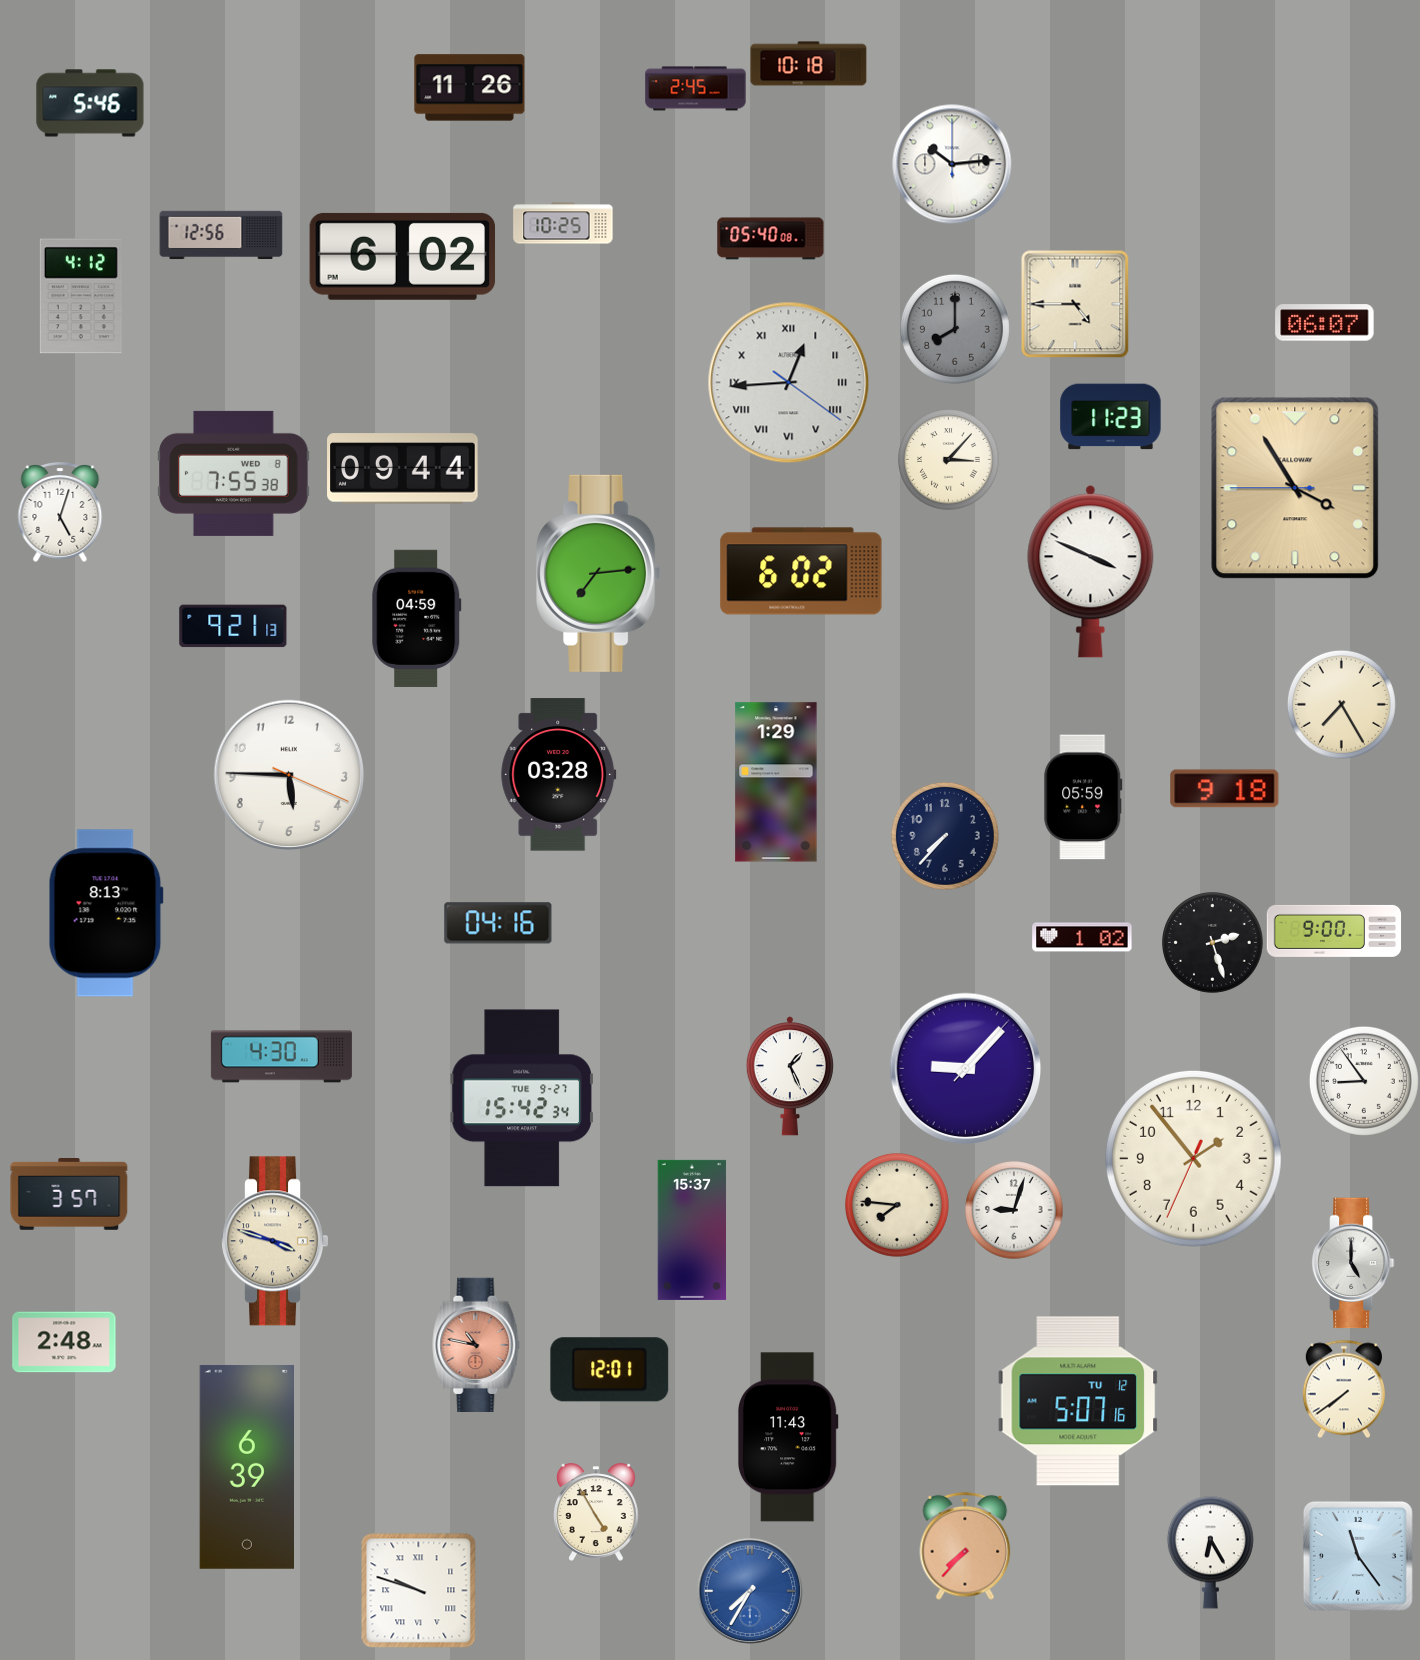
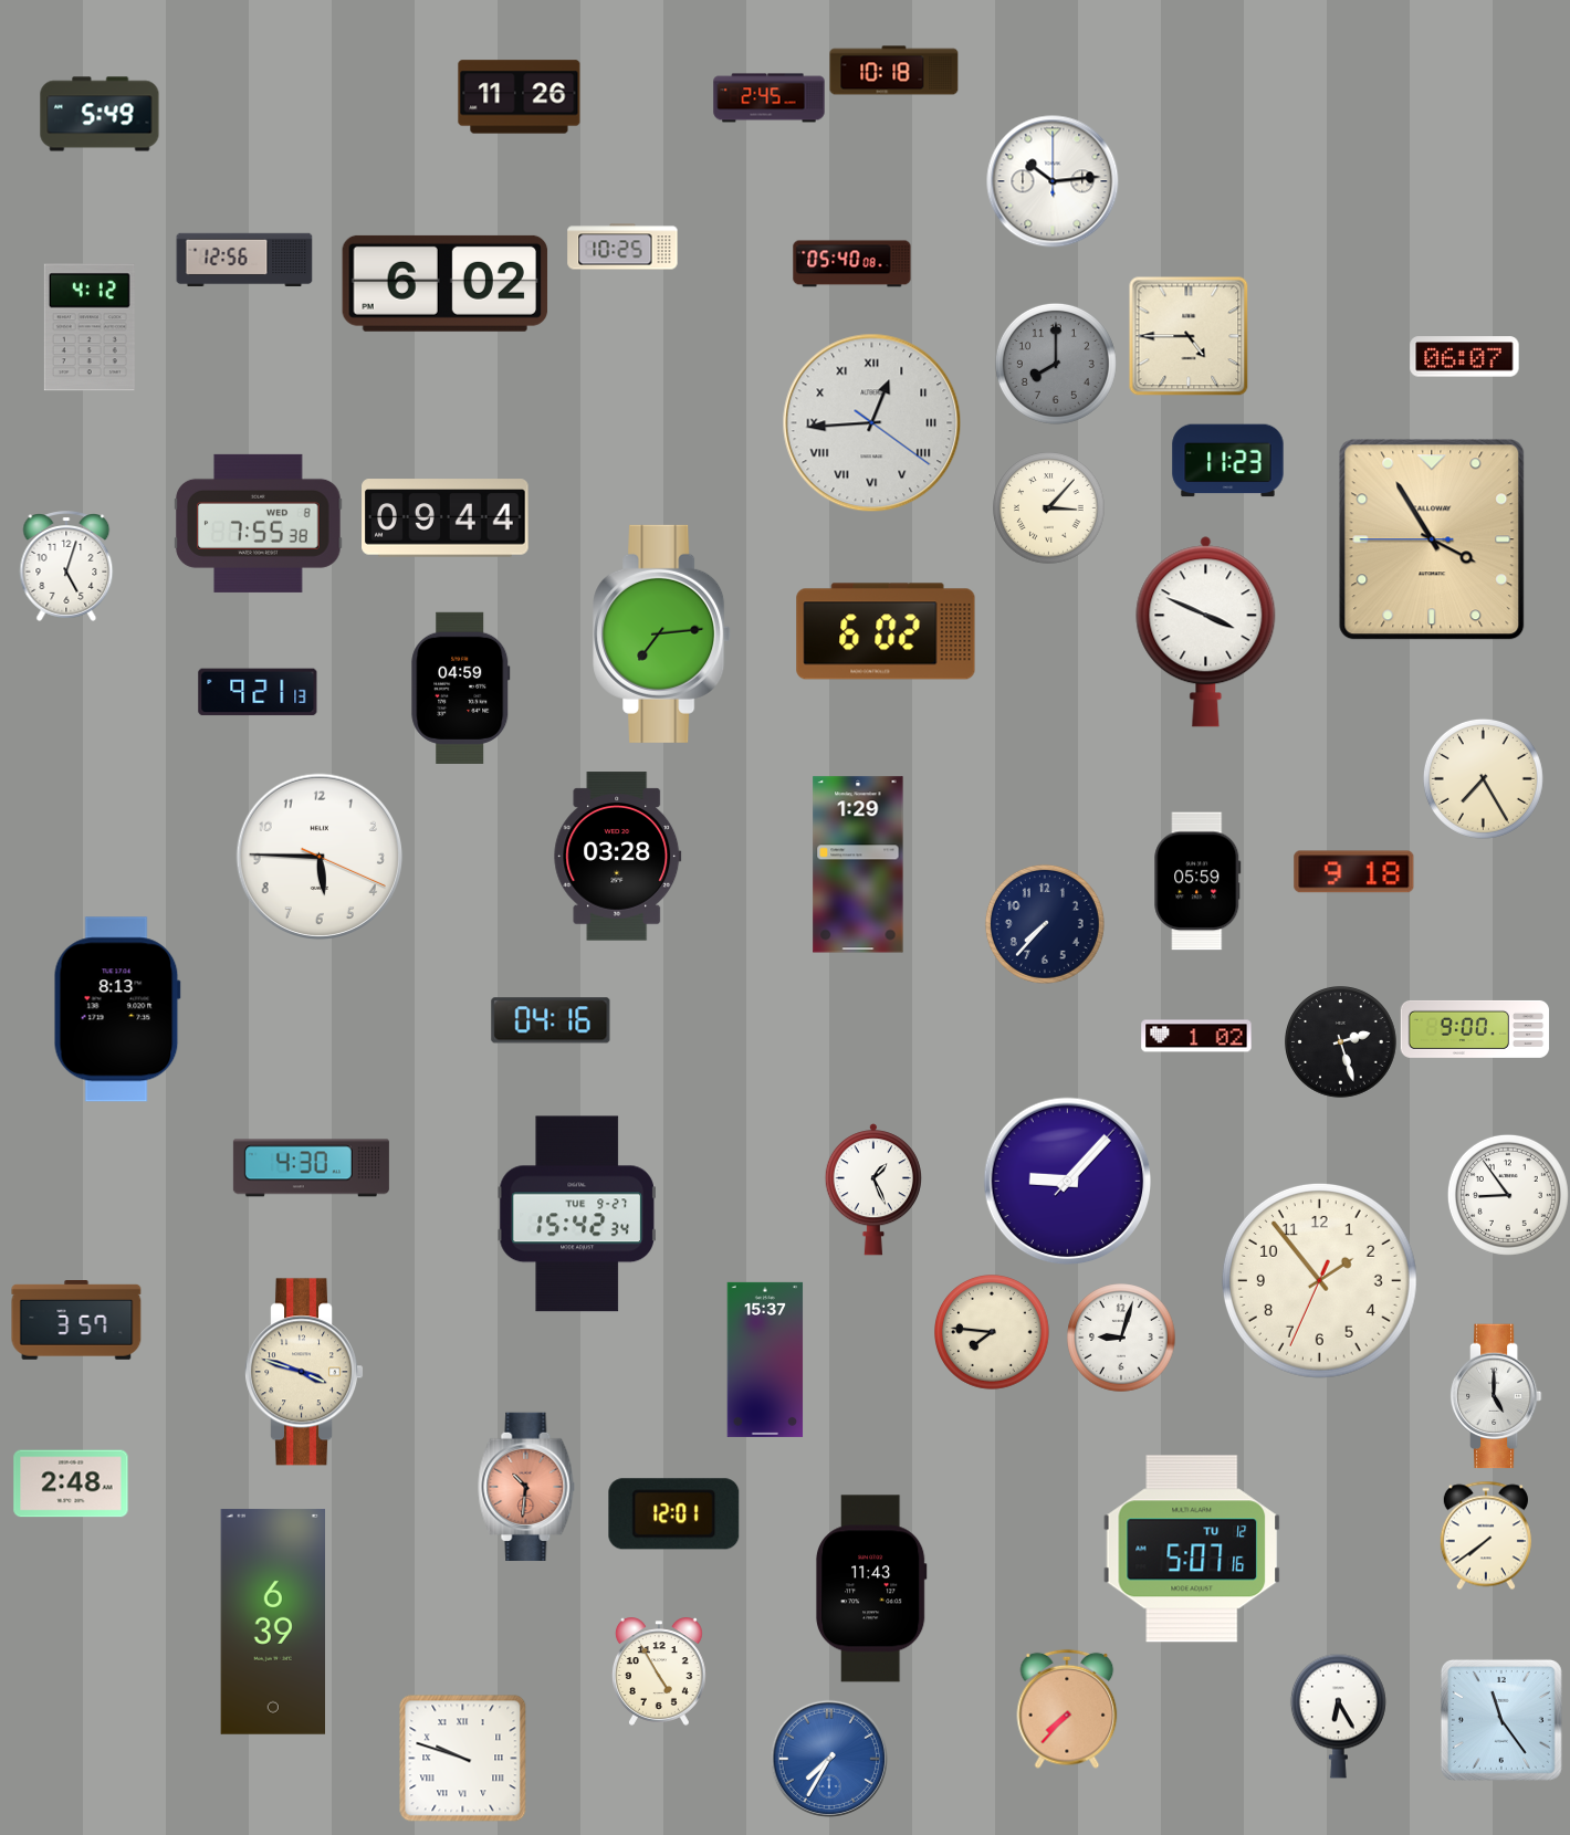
clock at (90, 103): 5:46 -> 5:49
clock at (417, 618) position: (417, 618) -> (461, 688)
clock at (476, 1344): 10:47 -> 10:31
